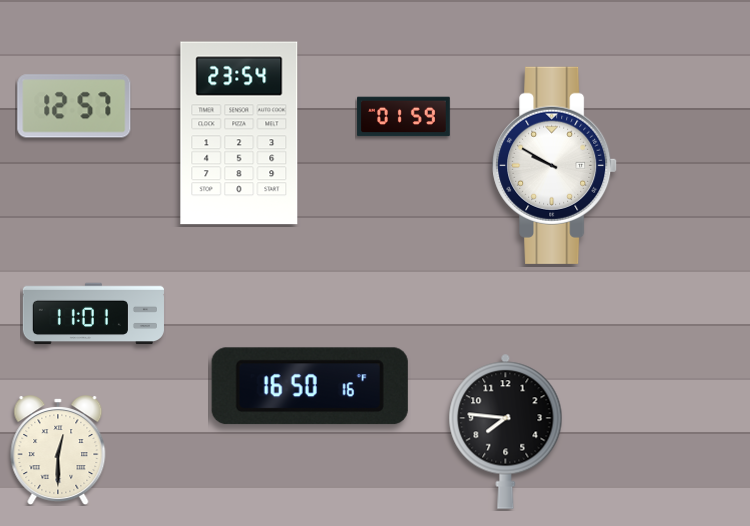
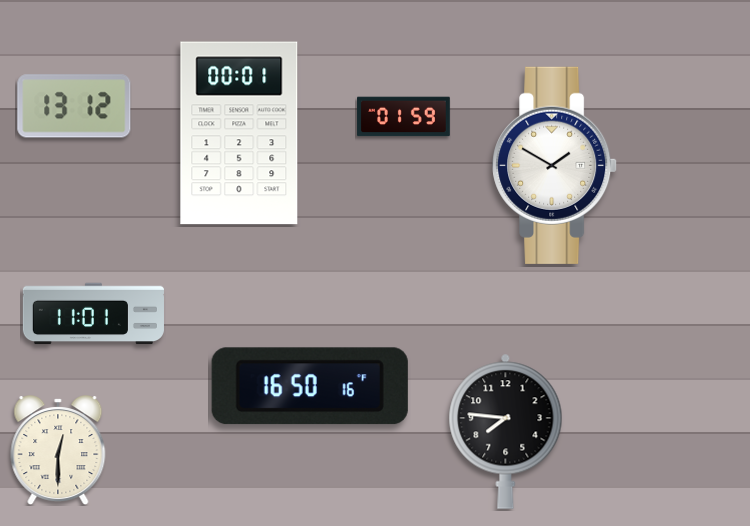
clock at (74, 106): 12:57 -> 13:12
clock at (239, 133): 23:54 -> 00:01
clock at (555, 165): 9:50 -> 1:50
